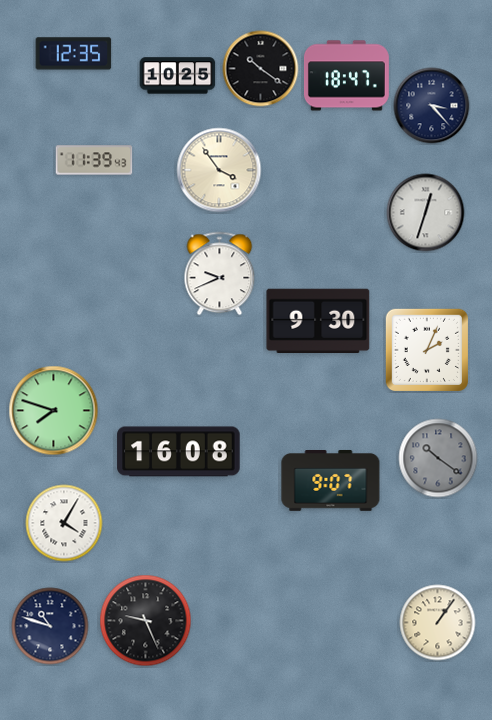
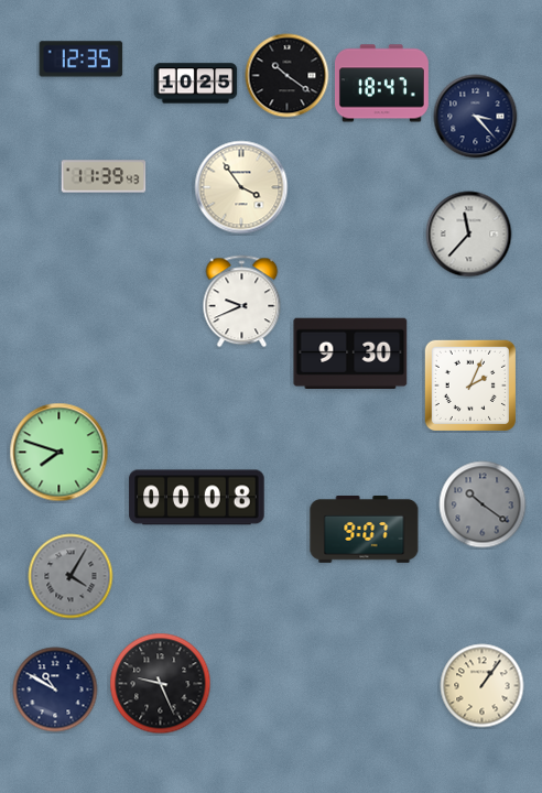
clock at (426, 213): 12:33 -> 11:37
clock at (179, 452): 16:08 -> 00:08
clock at (64, 523) dial: white -> grey
clock at (50, 626): 10:48 -> 10:50
